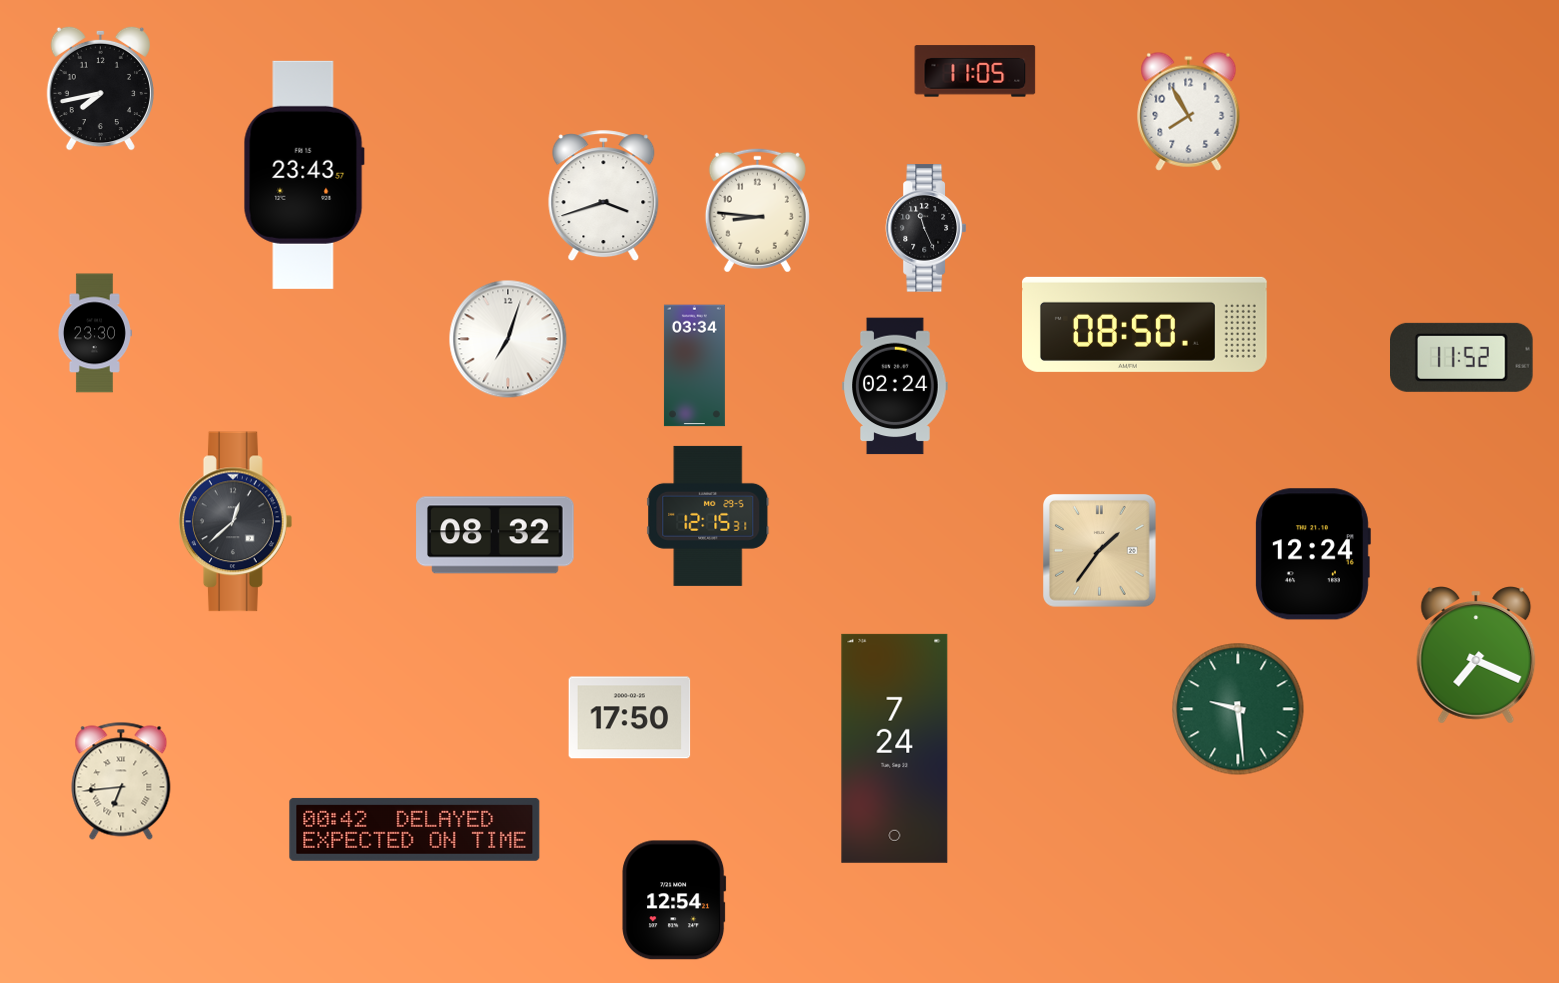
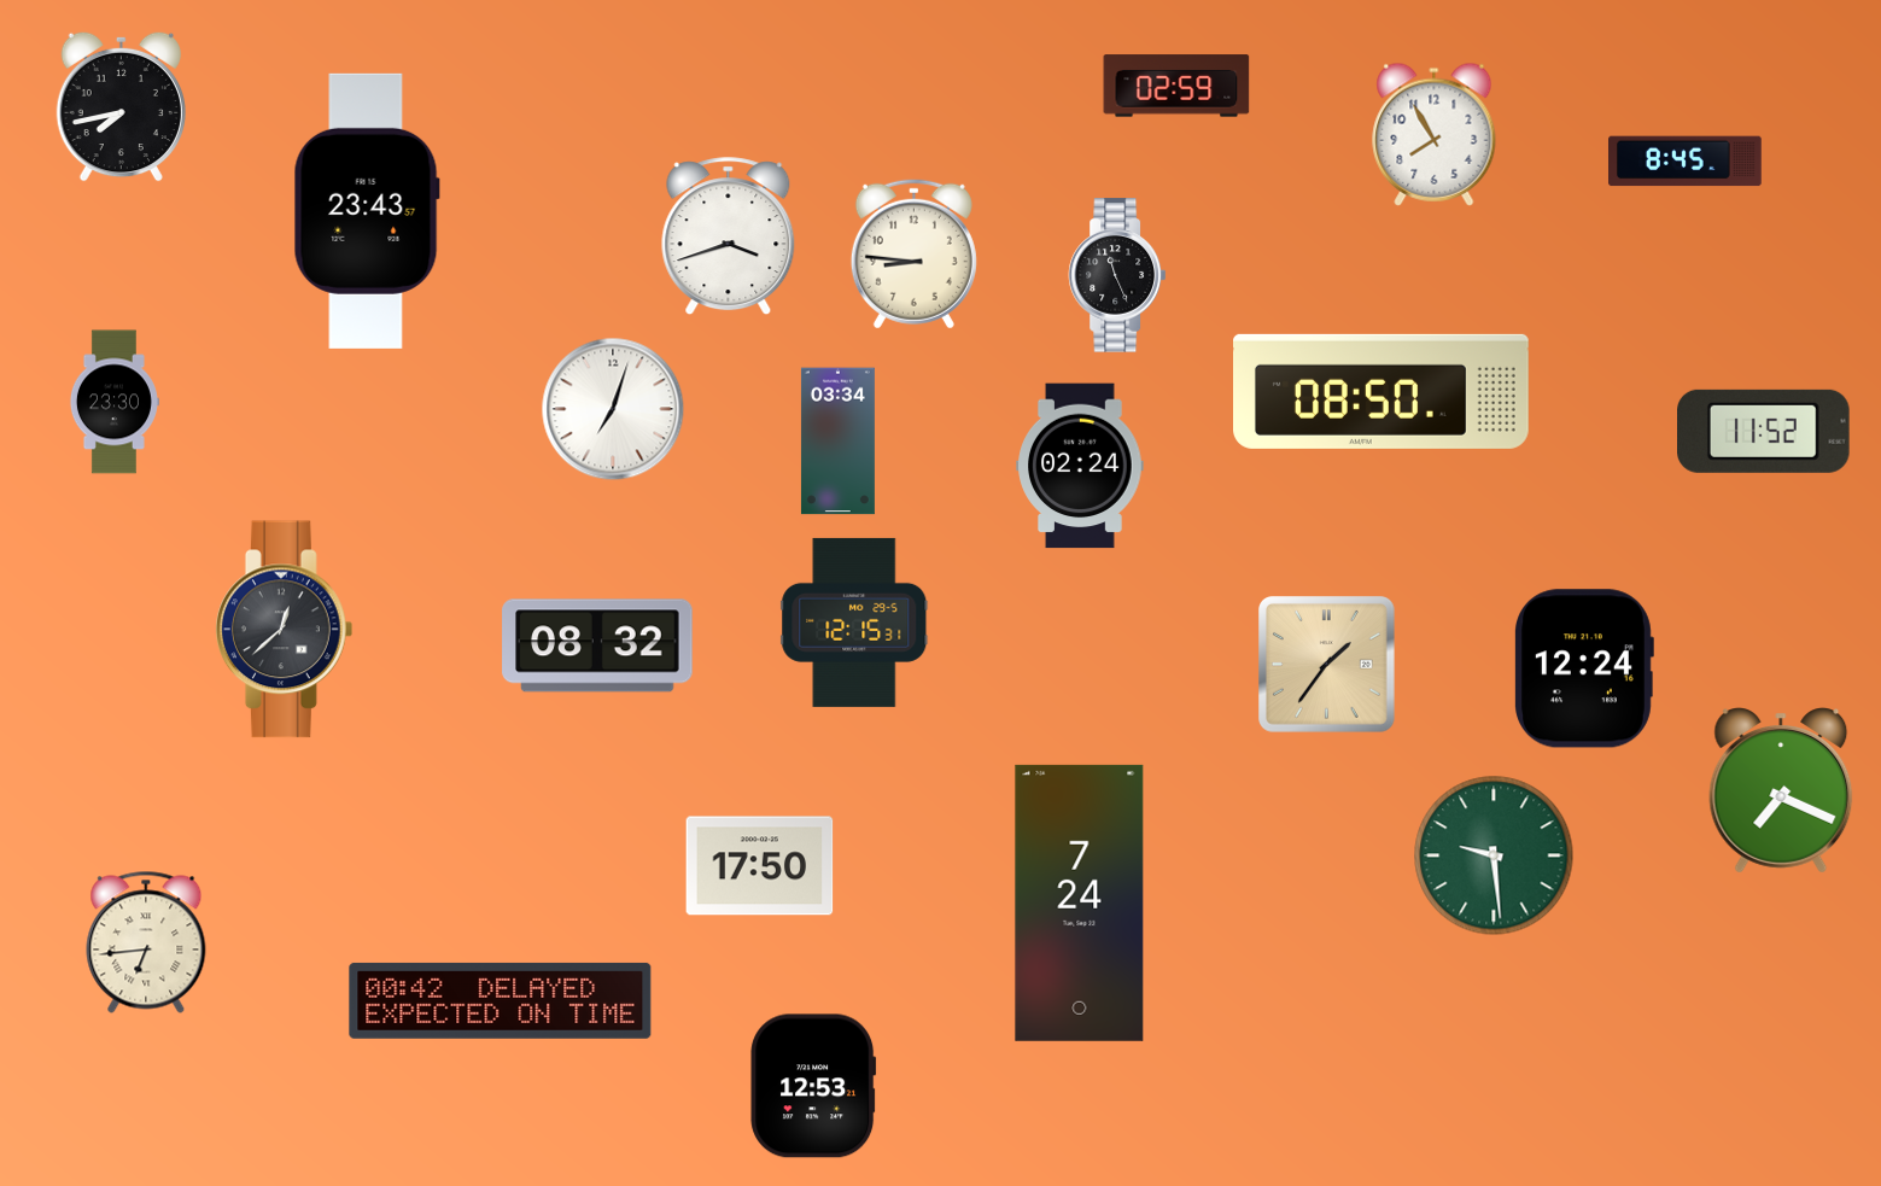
clock at (975, 71): 11:05 -> 02:59
clock at (1686, 162): none -> 8:45
clock at (674, 900): 12:54 -> 12:53
